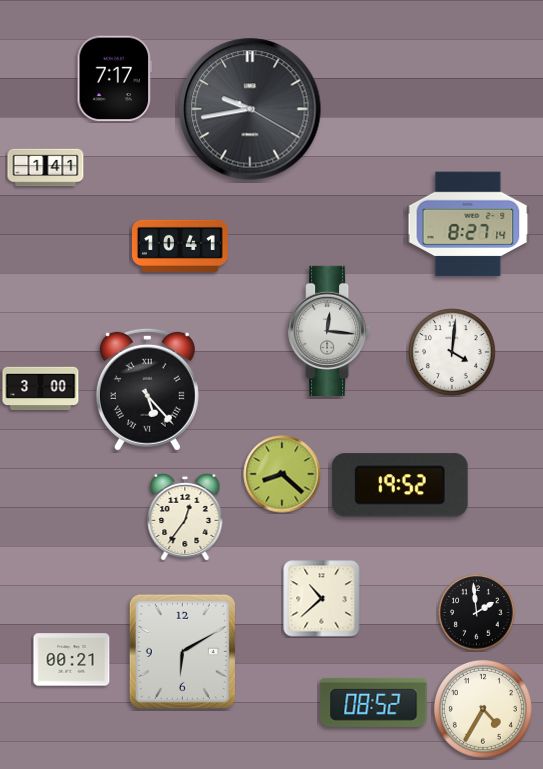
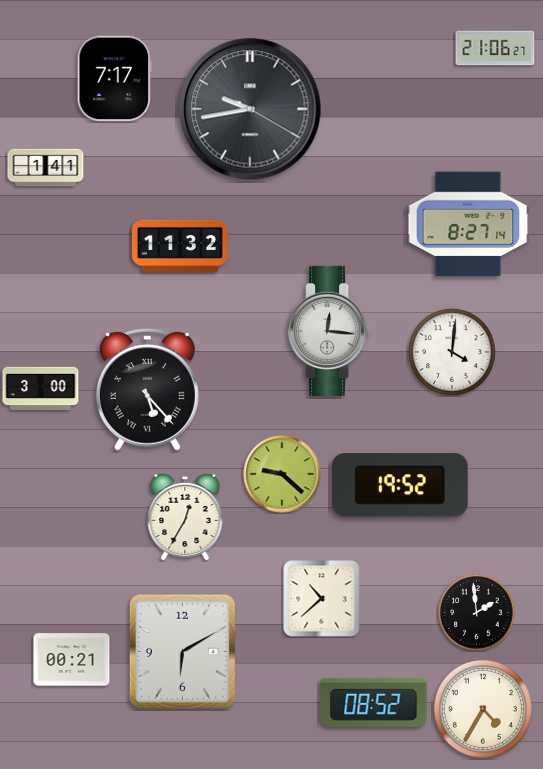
clock at (495, 48): none -> 21:06
clock at (180, 246): 10:41 -> 11:32
clock at (282, 474): 8:22 -> 9:22
clock at (185, 517): 12:36 -> 12:35
